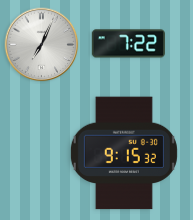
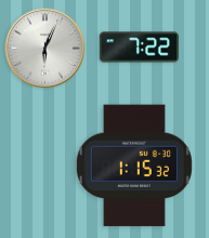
clock at (42, 45): 7:04 -> 6:04
clock at (124, 153): 9:15 -> 1:15
